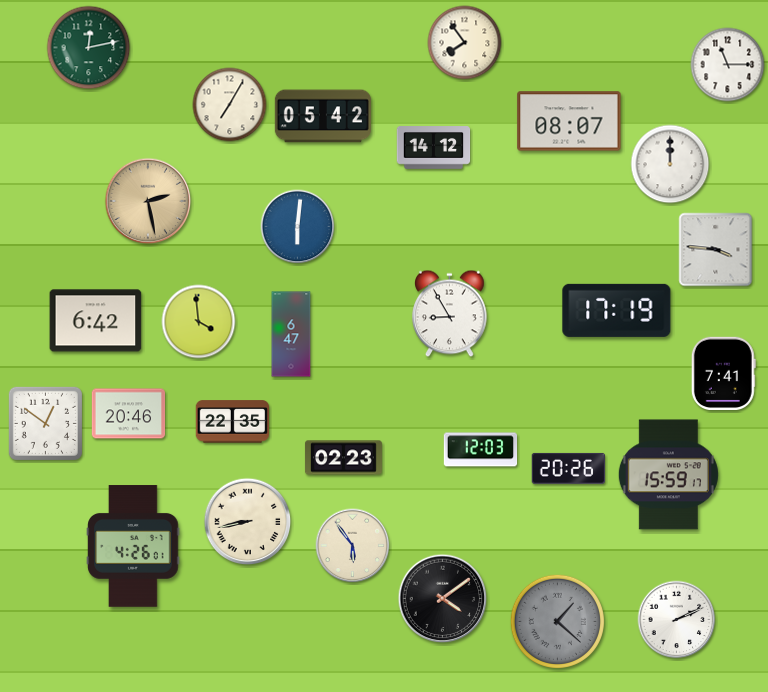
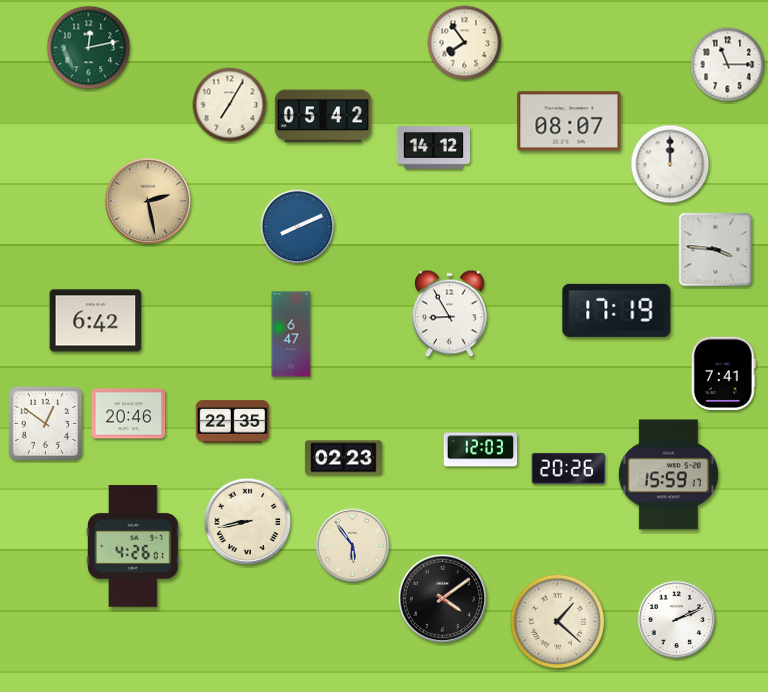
clock at (298, 227): 6:01 -> 8:11
clock at (199, 322): 3:59 -> none
clock at (557, 621) dial: grey -> cream
